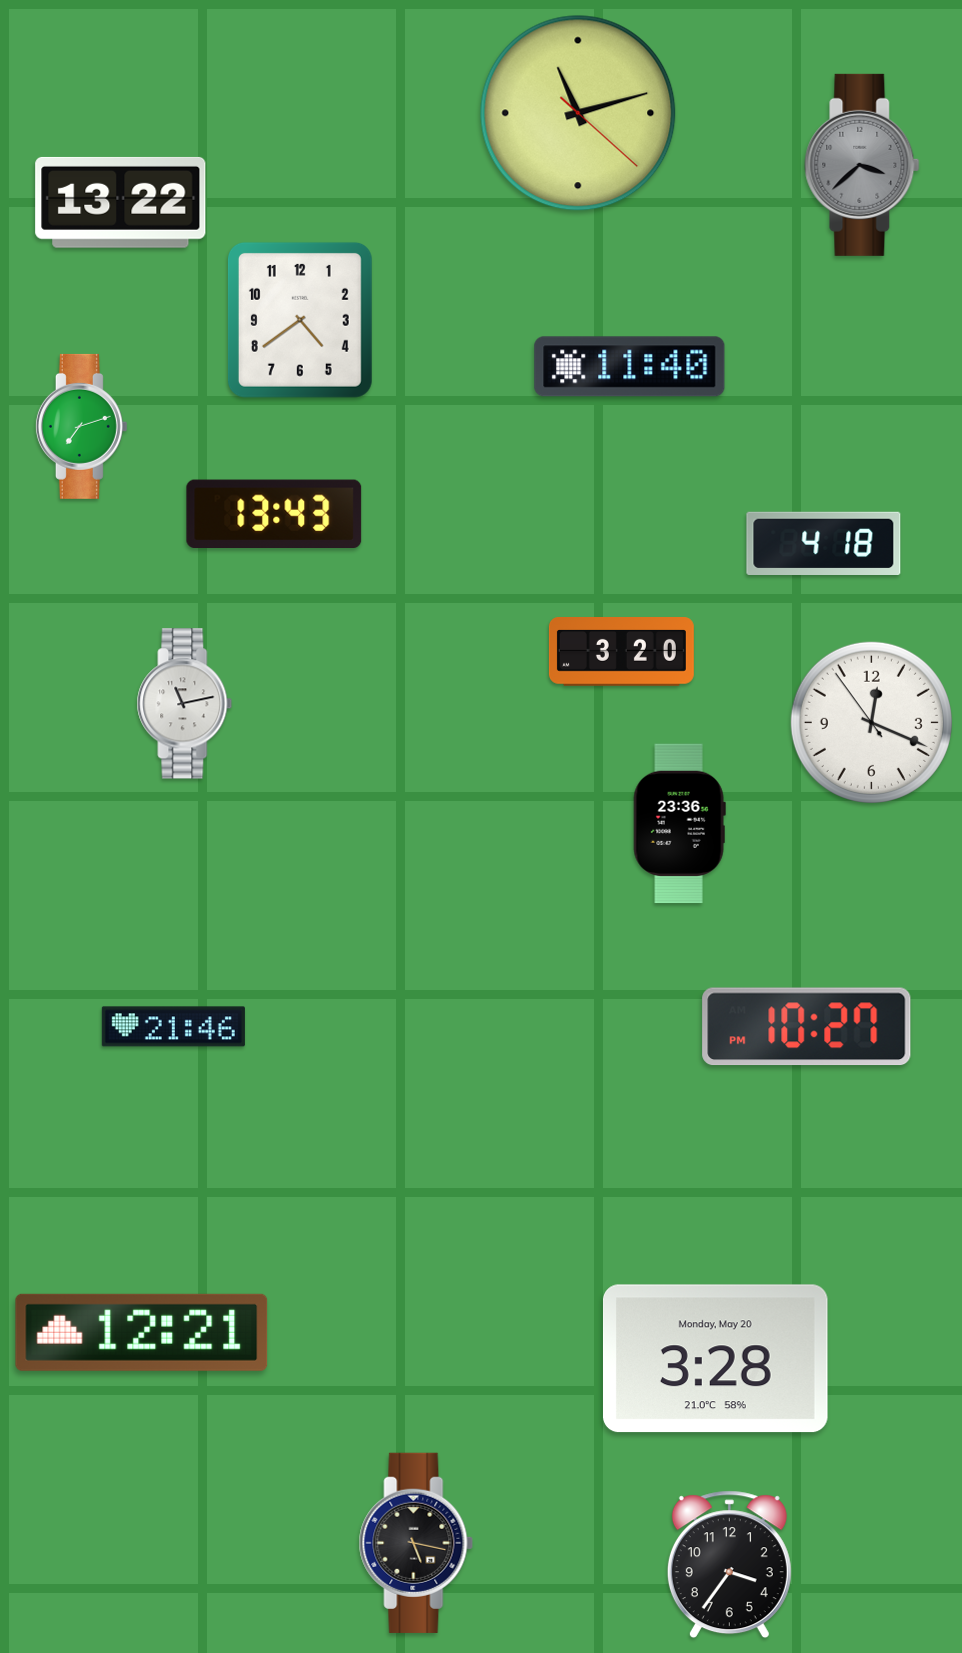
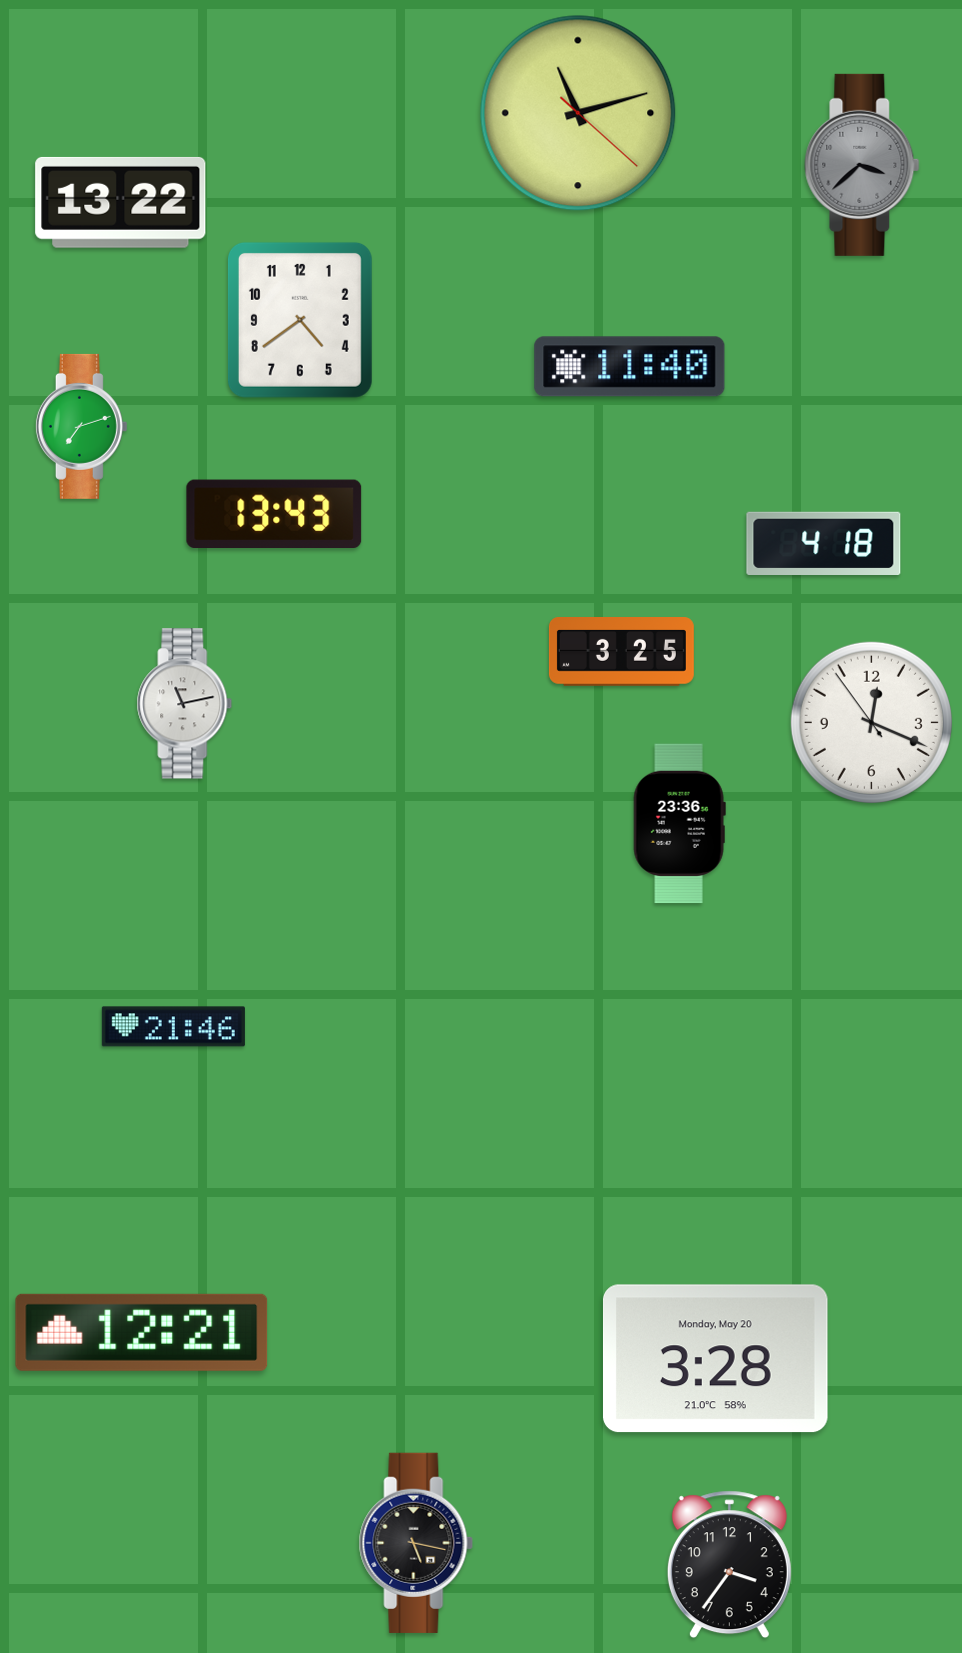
clock at (621, 652): 3:20 -> 3:25
clock at (807, 1027): 10:27 -> none
